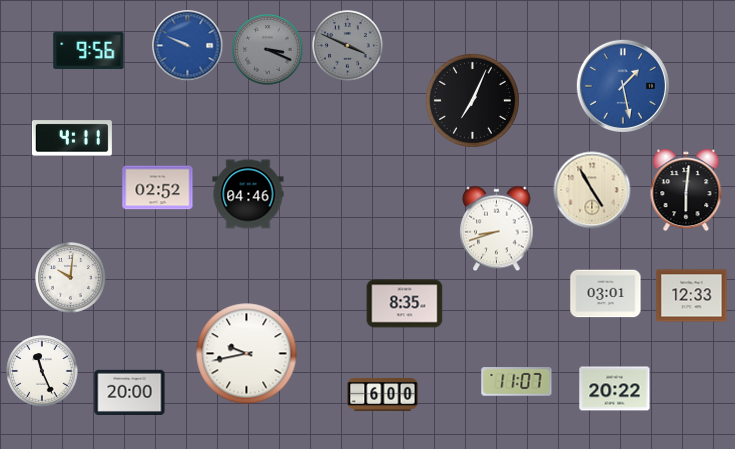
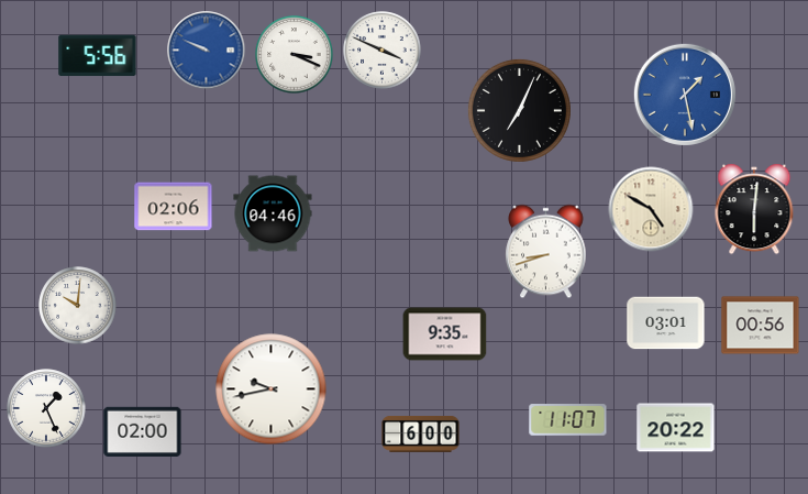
clock at (348, 46) dial: grey -> white
clock at (268, 50) dial: grey -> white
clock at (89, 51): 9:56 -> 5:56
clock at (72, 138): 4:11 -> none
clock at (158, 188): 02:52 -> 02:06
clock at (592, 190): 4:55 -> 4:50
clock at (692, 296): 12:33 -> 00:56
clock at (405, 304): 8:35 -> 9:35
clock at (42, 371): 11:26 -> 1:26
clock at (130, 392): 20:00 -> 02:00
